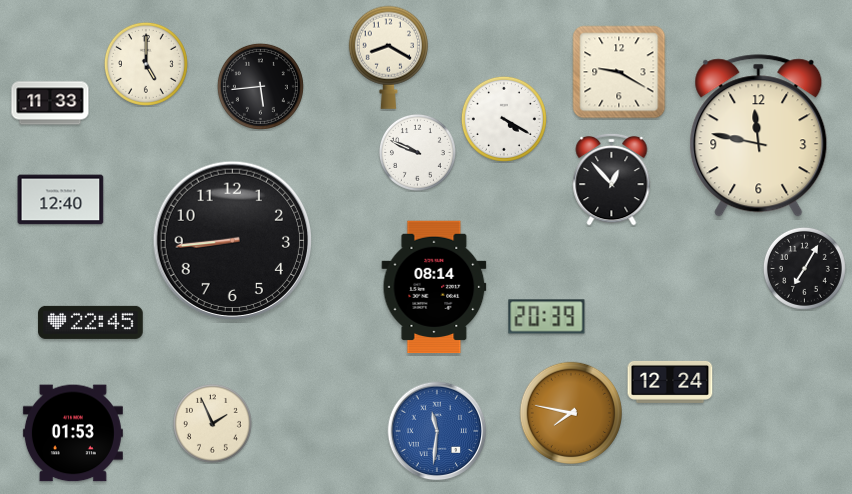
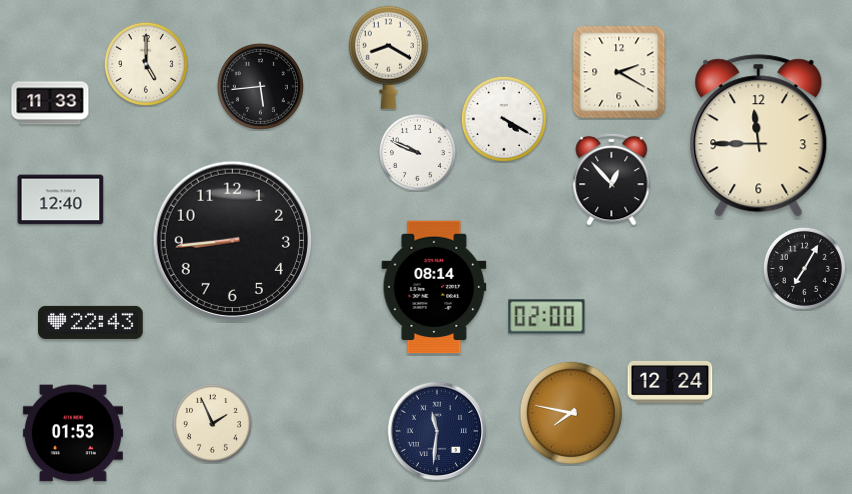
clock at (619, 72): 9:20 -> 2:20
clock at (759, 136): 11:47 -> 11:45
clock at (547, 317): 20:39 -> 02:00
clock at (91, 322): 22:45 -> 22:43
clock at (437, 431) dial: blue -> navy
